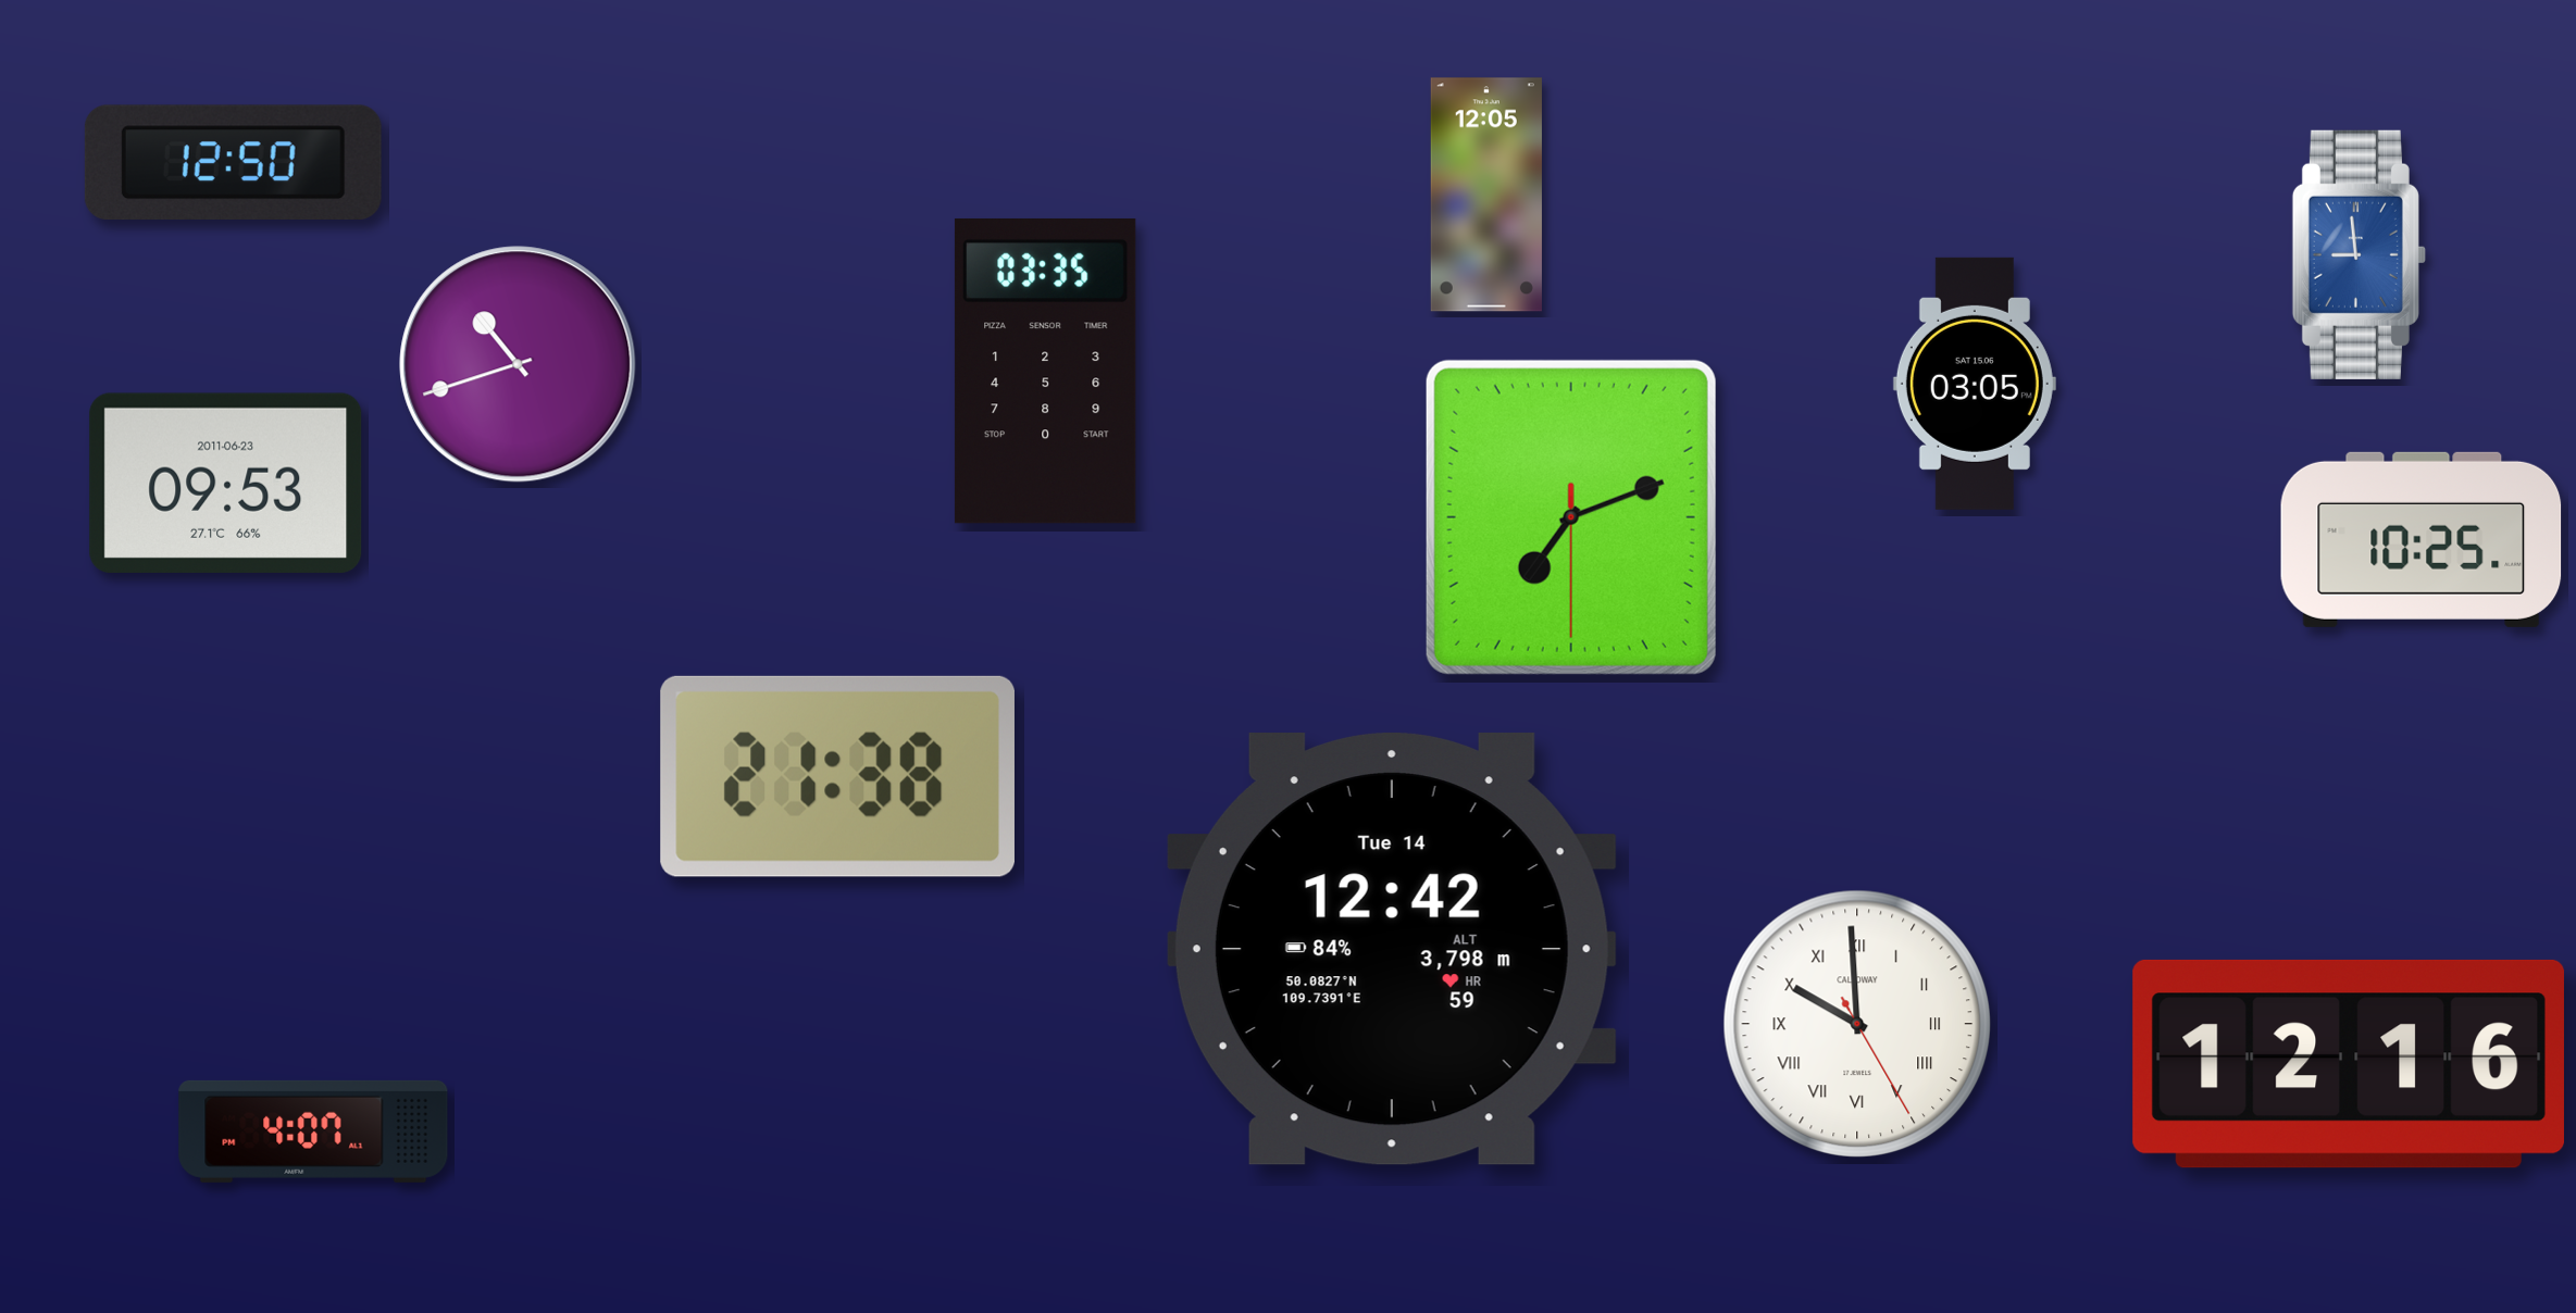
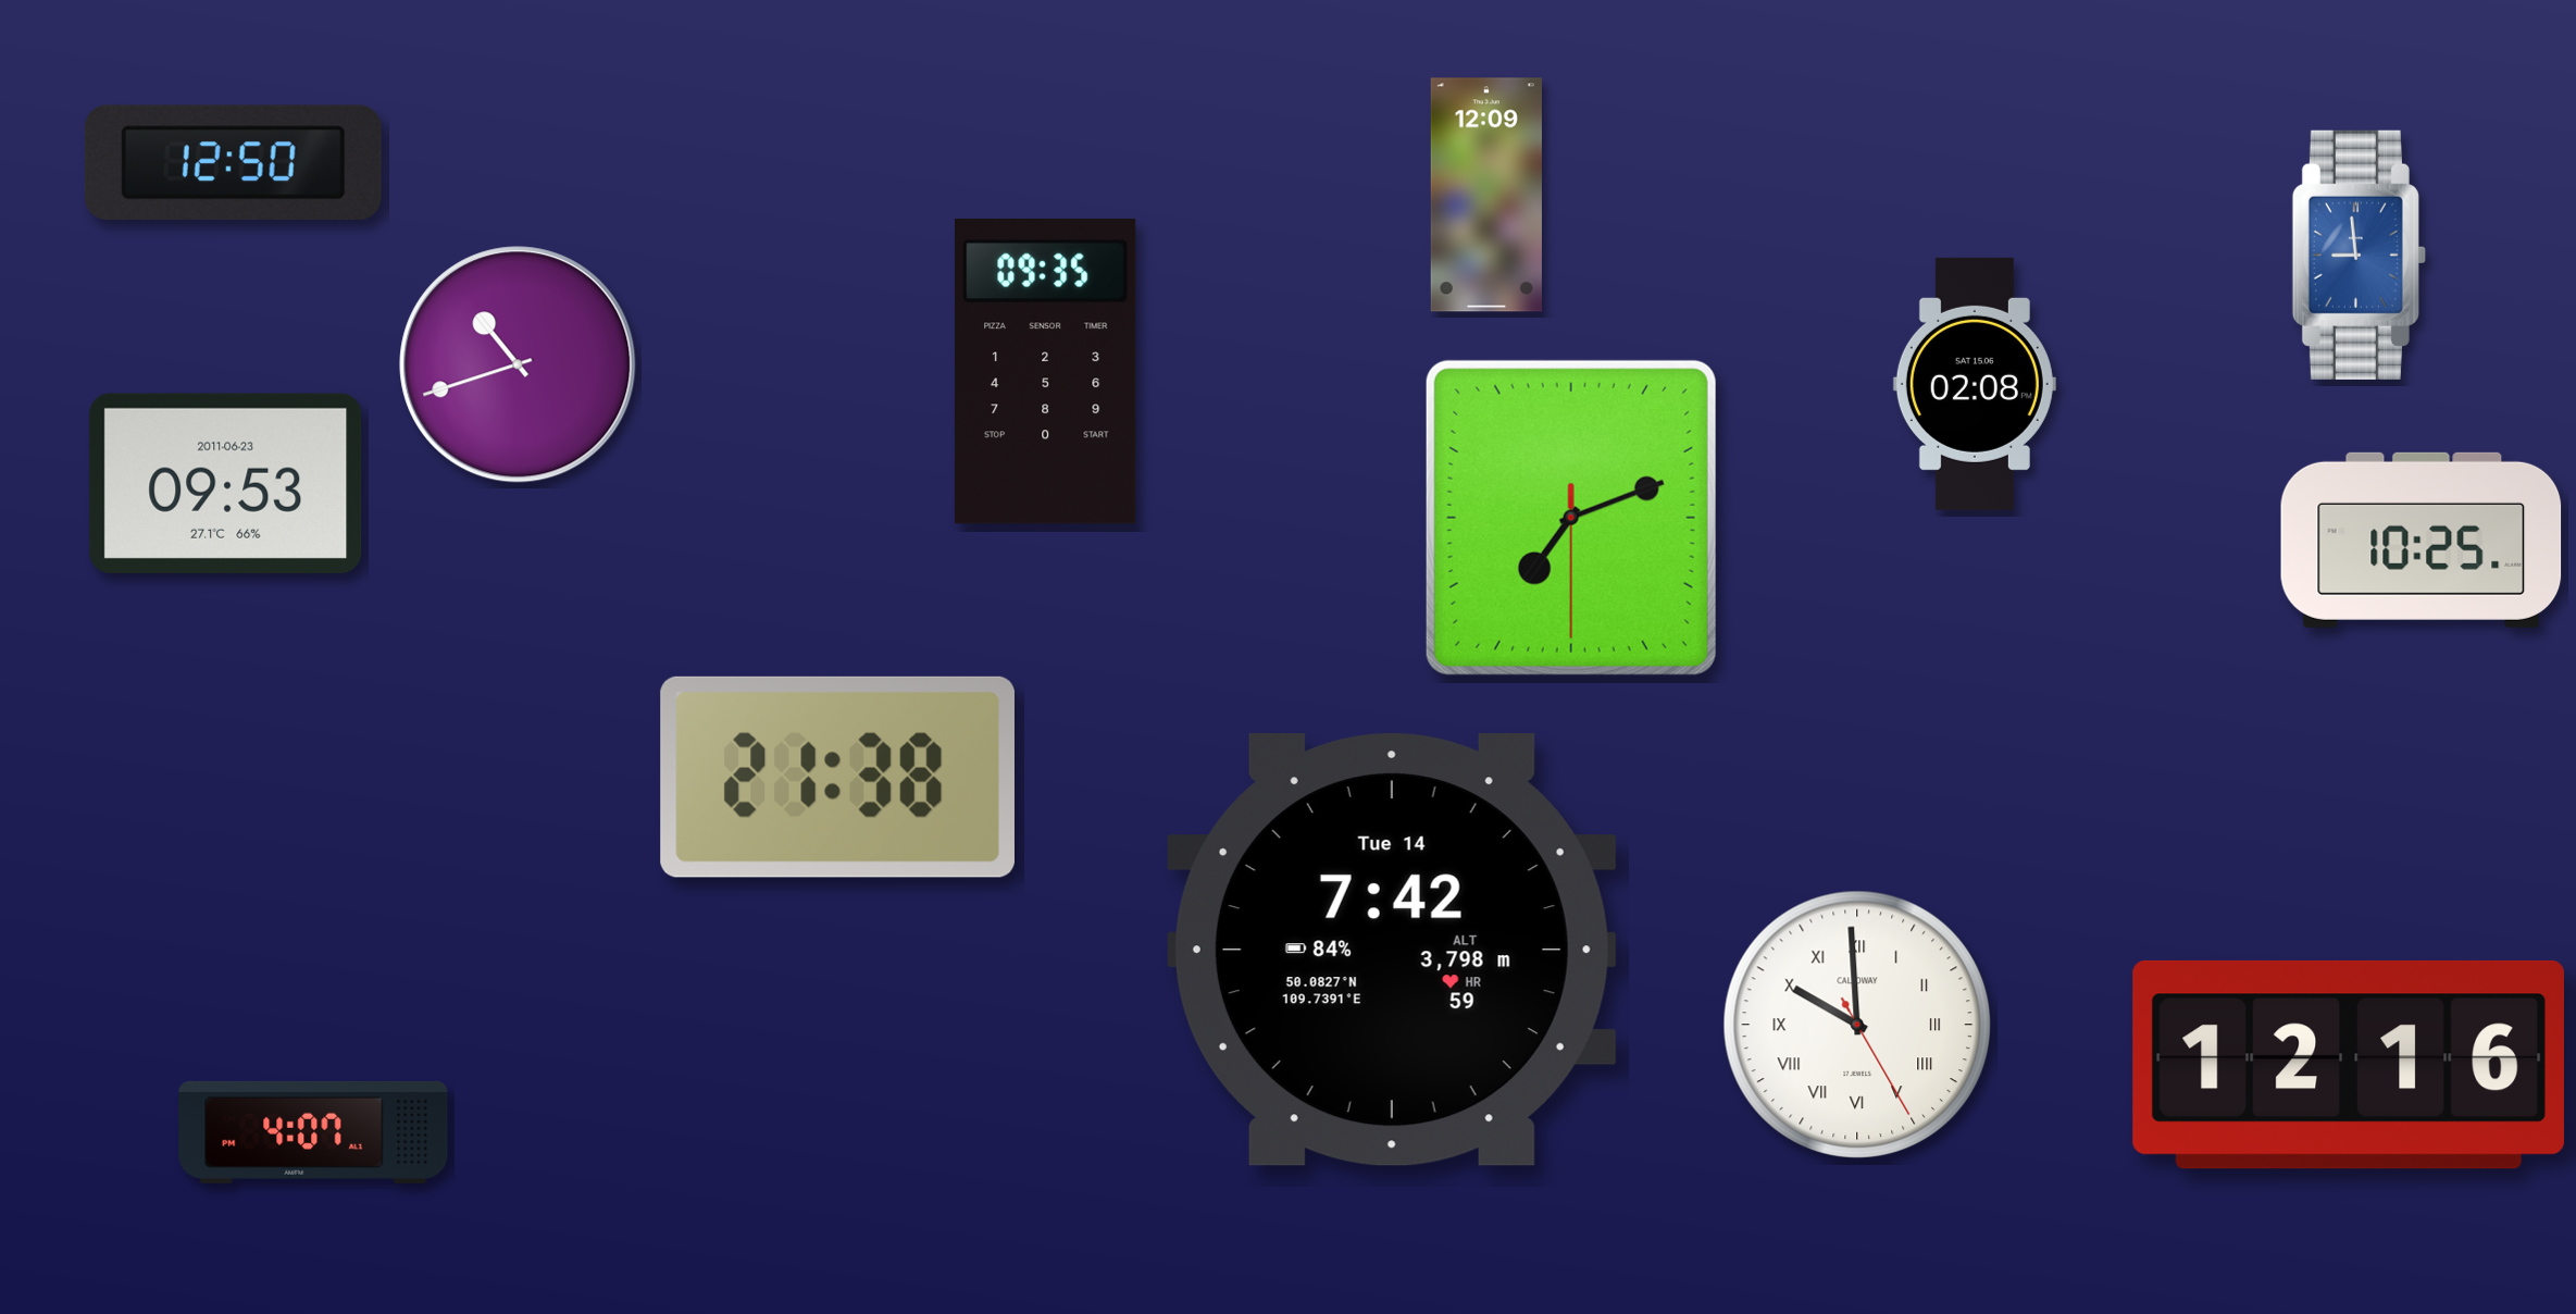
clock at (1486, 195): 12:05 -> 12:09
clock at (1045, 371): 03:35 -> 09:35
clock at (1975, 384): 03:05 -> 02:08
clock at (1392, 949): 12:42 -> 7:42
